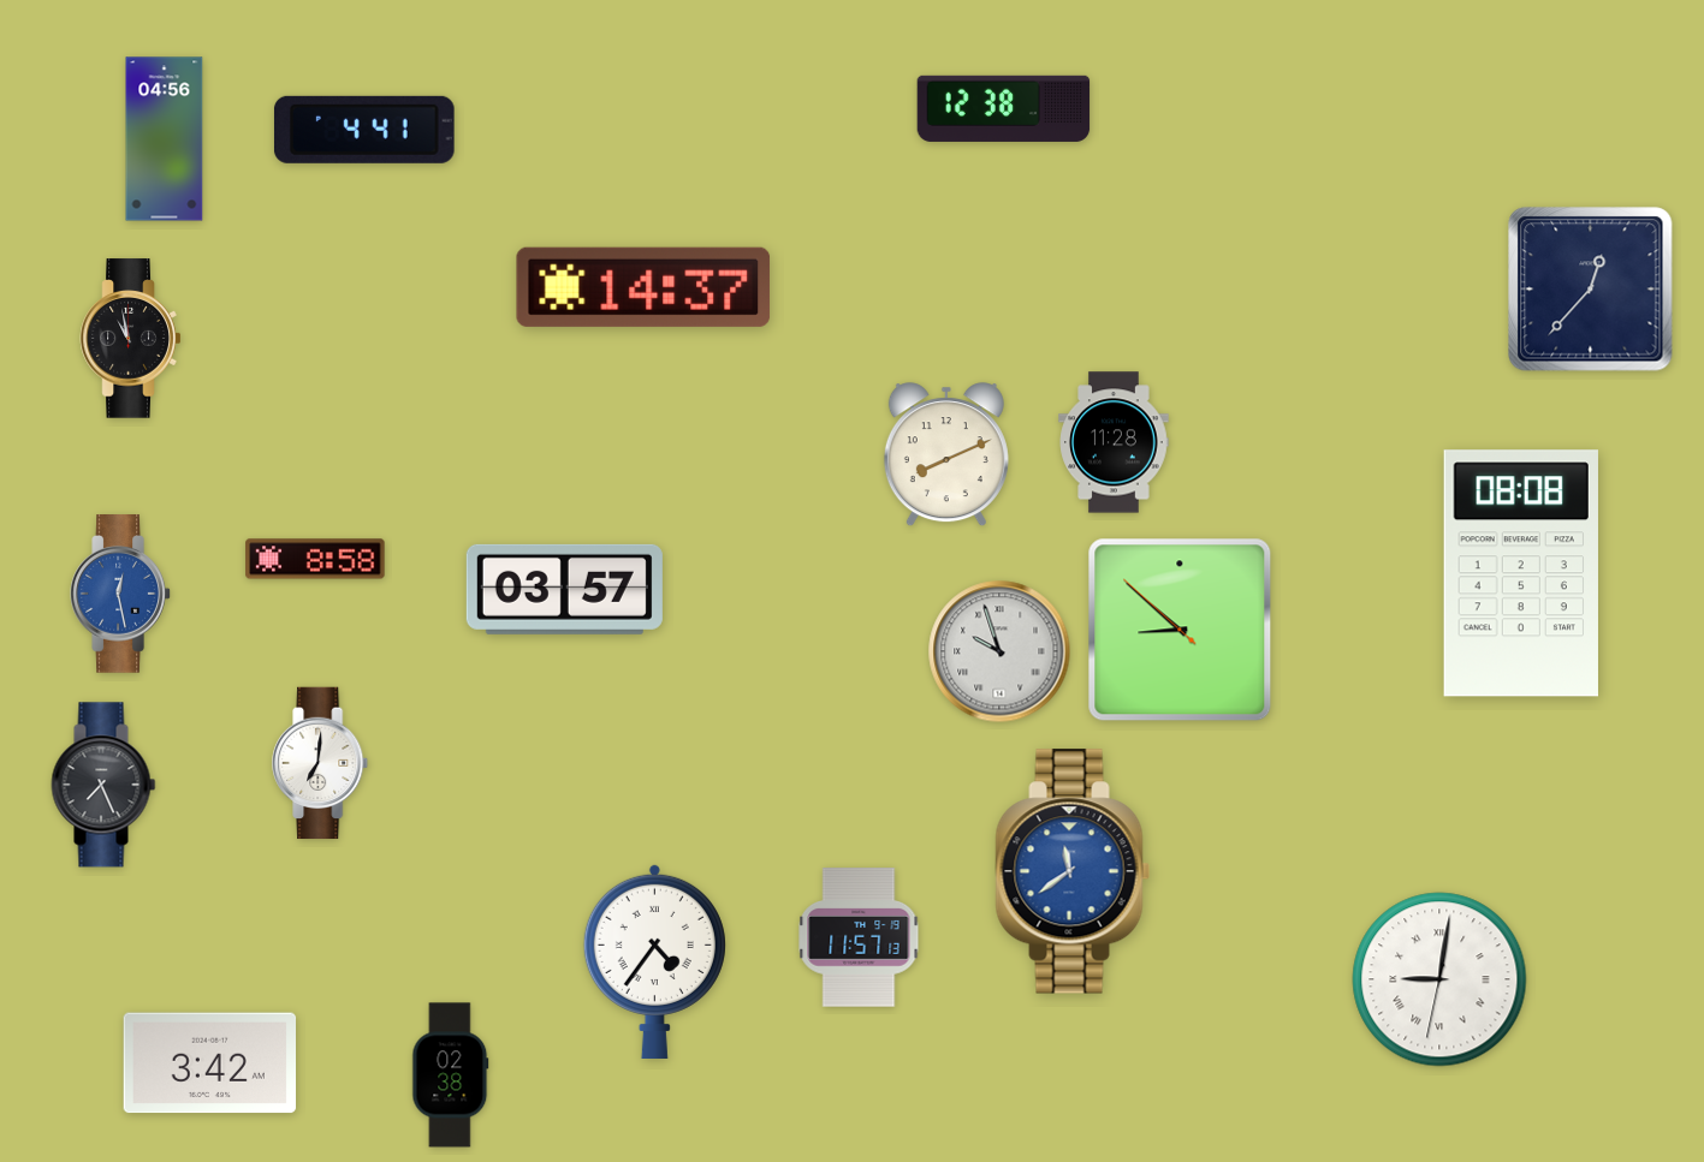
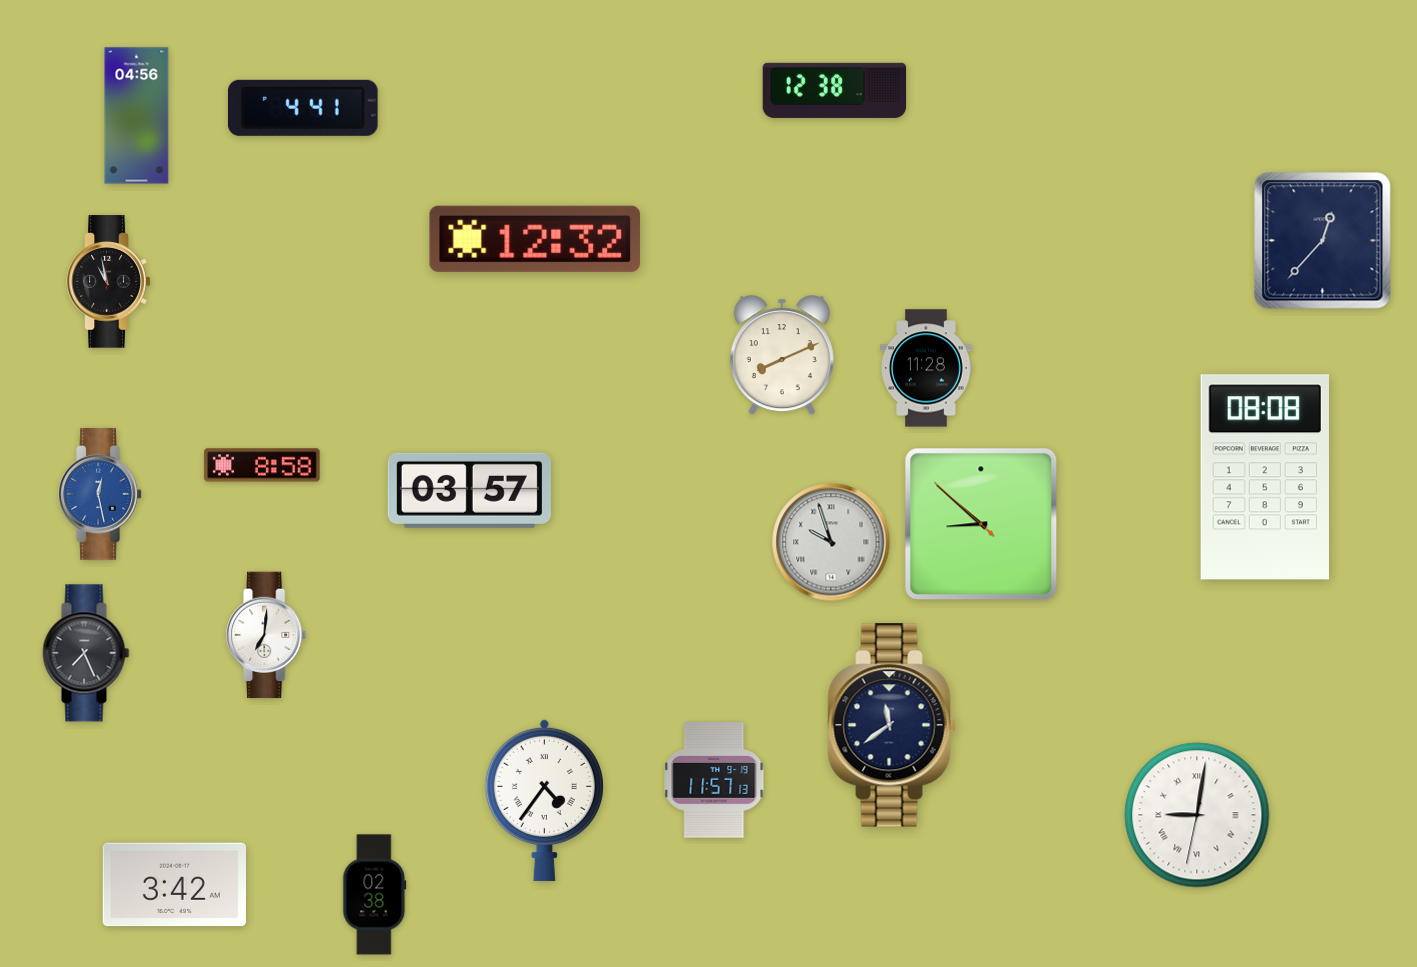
clock at (643, 287): 14:37 -> 12:32
clock at (946, 455) position: (946, 455) -> (782, 356)
clock at (1073, 871) dial: blue -> navy
